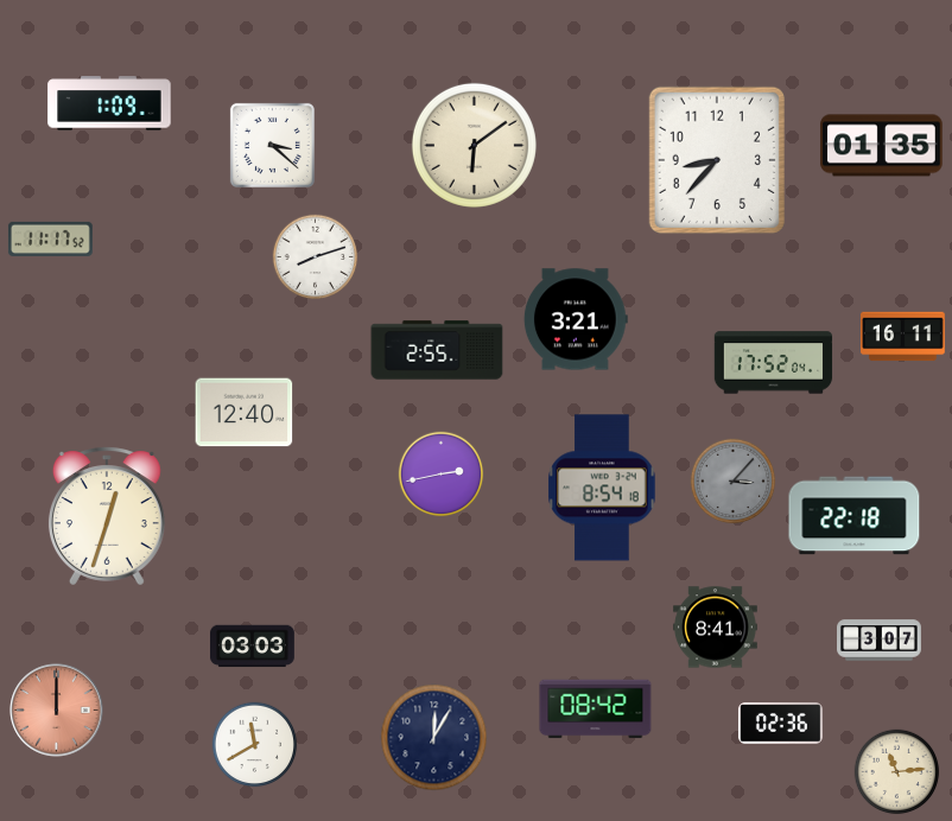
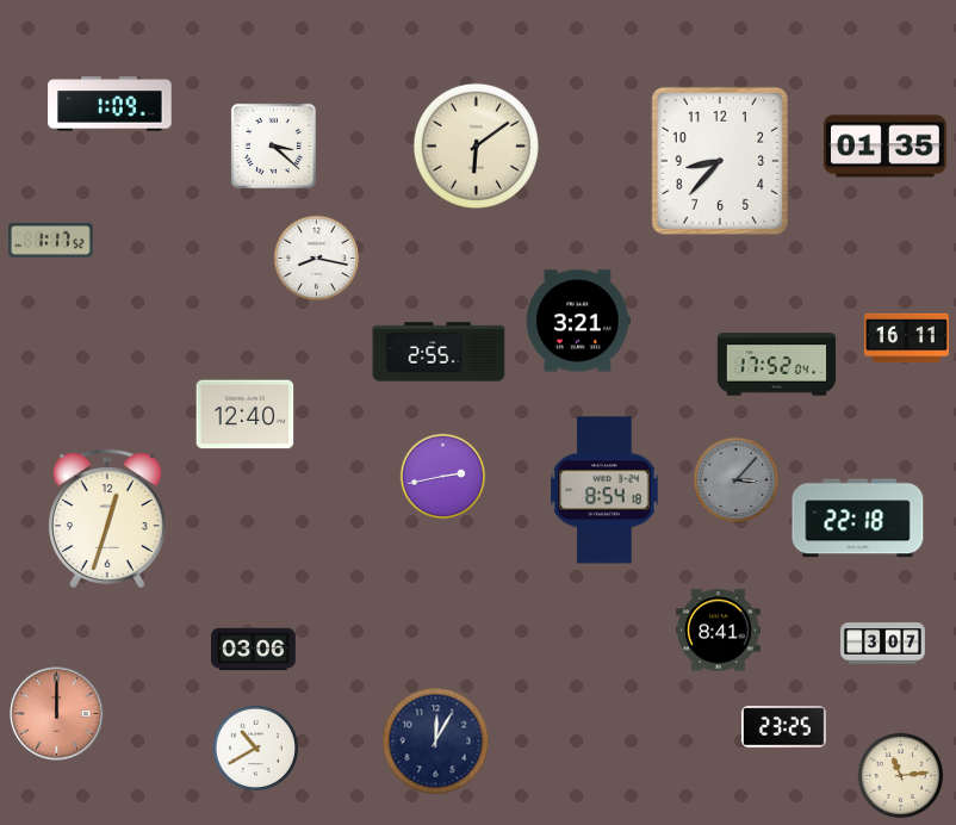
clock at (50, 238): 11:17 -> 1:17
clock at (316, 257): 8:12 -> 8:17
clock at (734, 482) position: (734, 482) -> (737, 480)
clock at (253, 647): 03:03 -> 03:06
clock at (596, 709): 08:42 -> none
clock at (780, 724): 02:36 -> 23:25
clock at (255, 745): 11:40 -> 10:40
